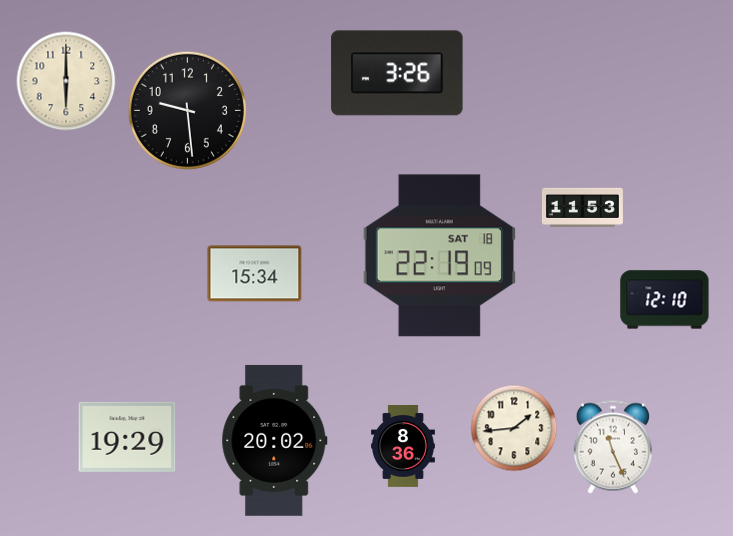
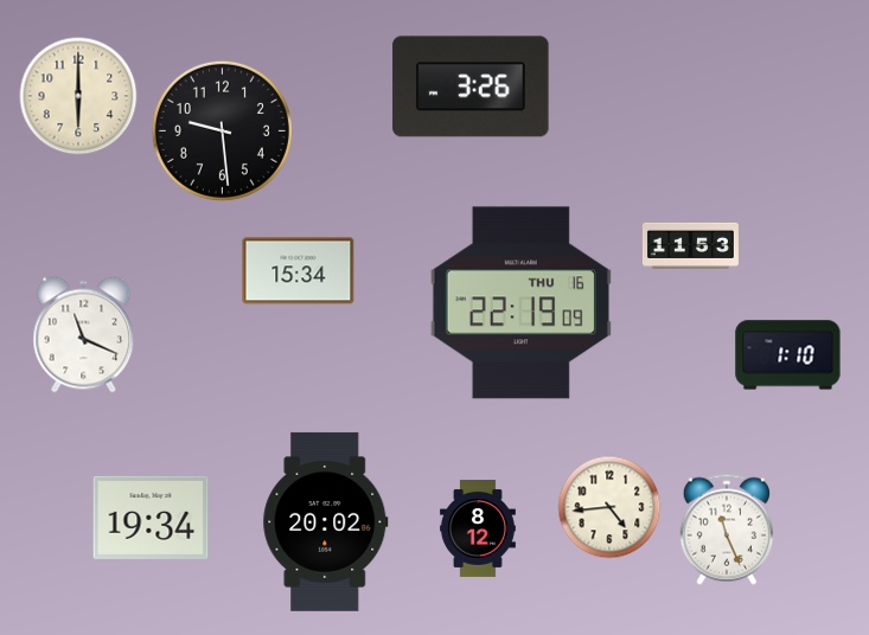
clock at (439, 256) date: SAT 18 -> THU 16
clock at (255, 274) position: (255, 274) -> (299, 271)
clock at (84, 335): none -> 11:19
clock at (665, 300): 12:10 -> 1:10
clock at (514, 428): 1:44 -> 4:44
clock at (127, 437): 19:29 -> 19:34
clock at (404, 447): 8:36 -> 8:12
